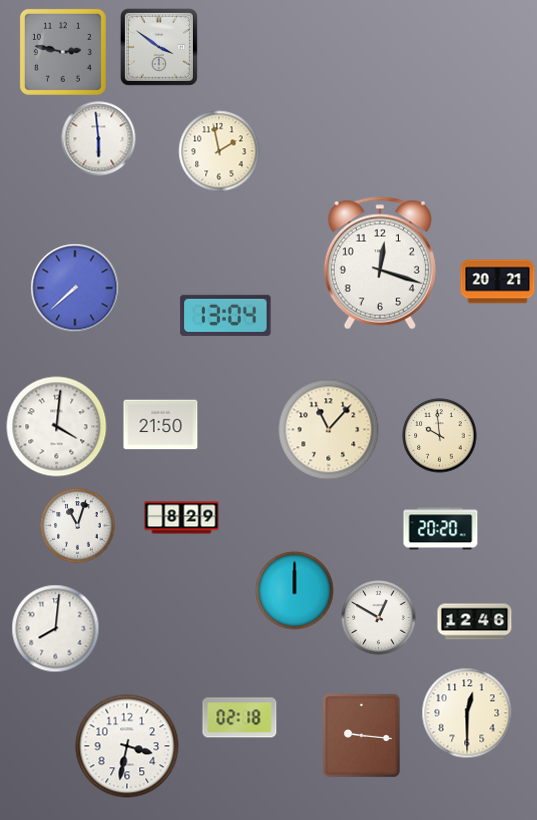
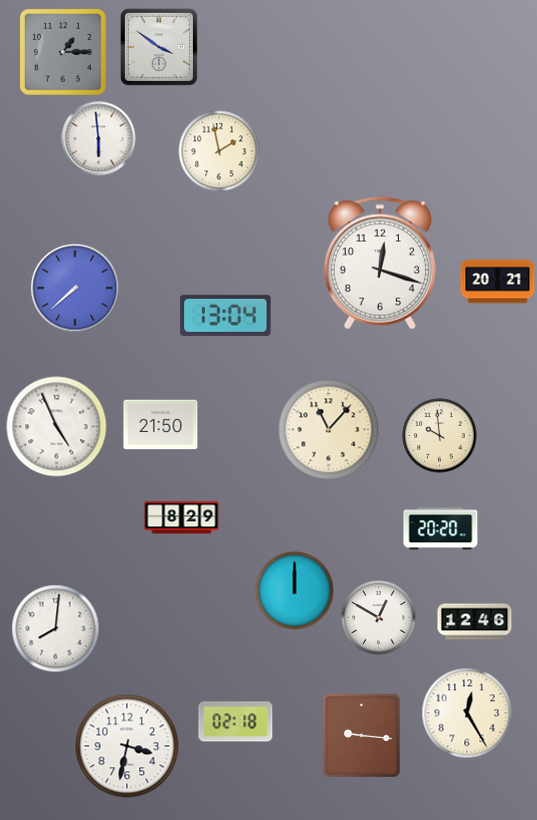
clock at (63, 52): 2:47 -> 1:15
clock at (57, 427): 4:01 -> 4:56
clock at (78, 526): 11:03 -> none
clock at (467, 713): 12:30 -> 12:25
clock at (240, 718) position: (240, 718) -> (236, 722)
